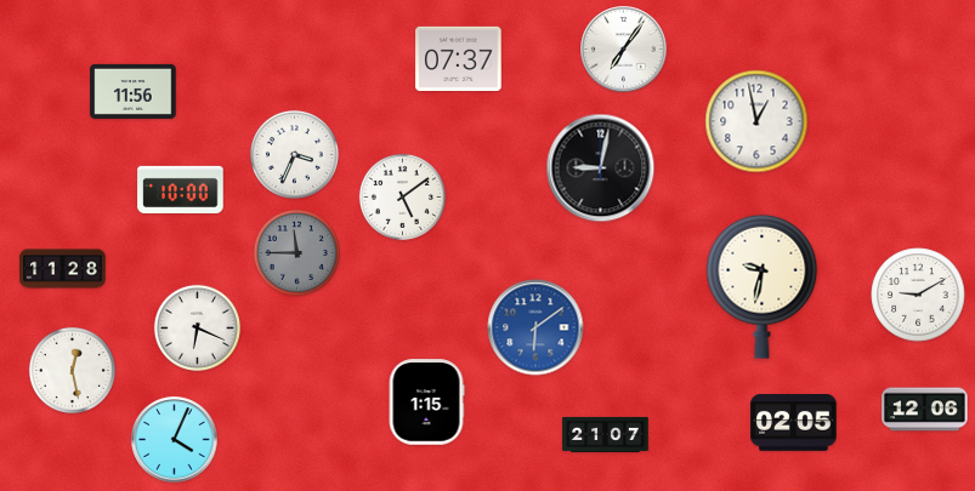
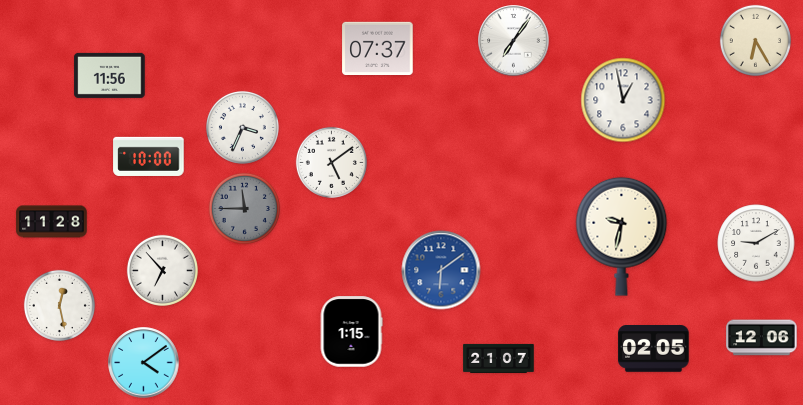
clock at (755, 40): none -> 6:25
clock at (601, 169): 9:02 -> none
clock at (763, 286) position: (763, 286) -> (622, 236)
clock at (197, 327): 6:19 -> 6:53
clock at (175, 440): 4:04 -> 4:09
